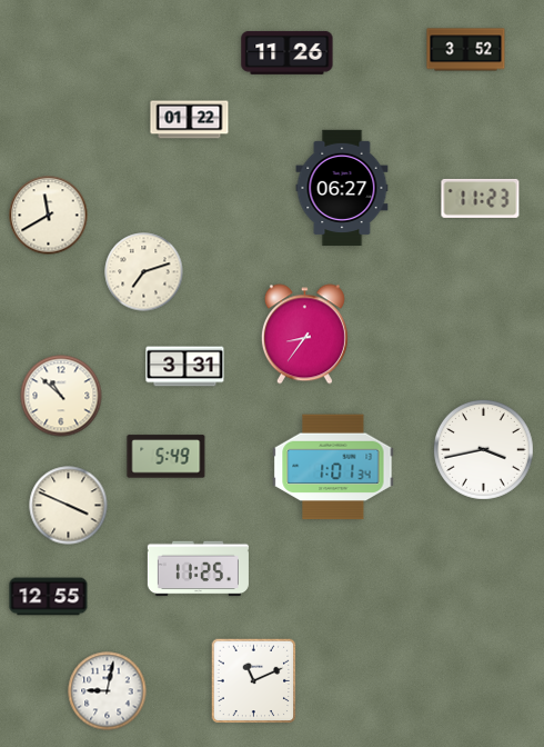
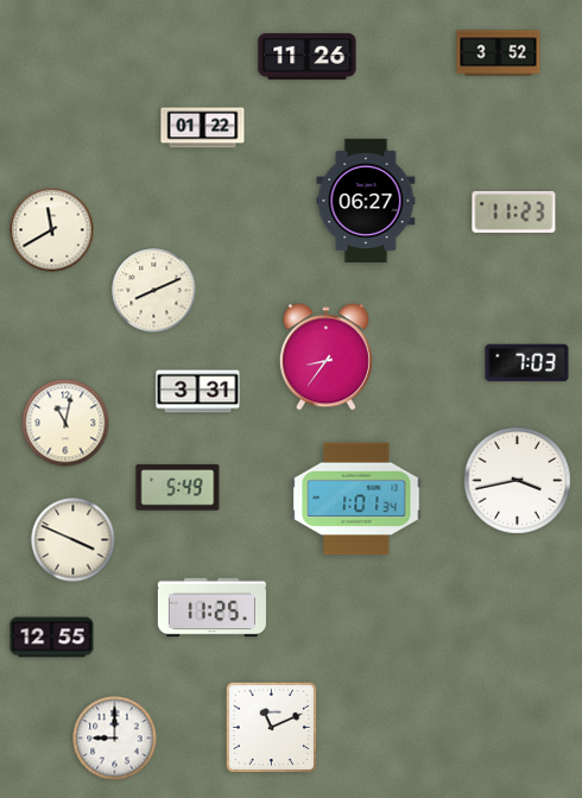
clock at (144, 272): 7:12 -> 8:11
clock at (527, 363): none -> 7:03
clock at (61, 396): 10:52 -> 11:02
clock at (108, 691): 9:02 -> 9:00
